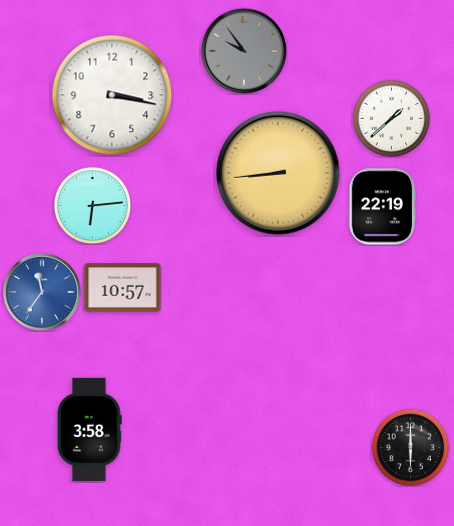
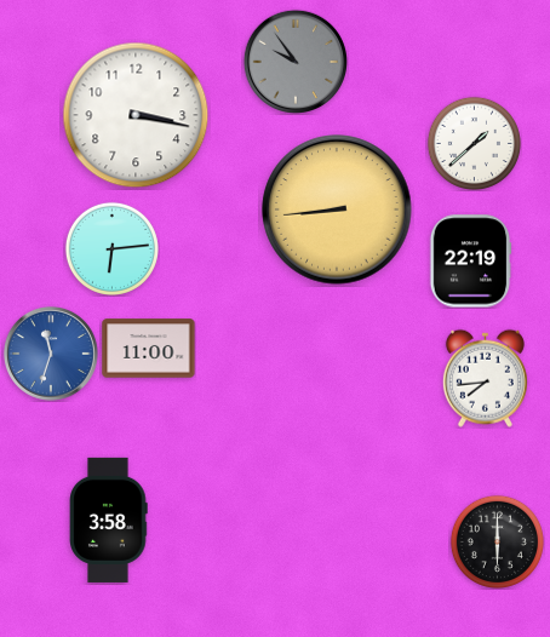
clock at (382, 207) position: (382, 207) -> (470, 262)
clock at (123, 288): 10:57 -> 11:00
clock at (42, 292): 11:36 -> 11:33
clock at (485, 378): none -> 7:44
